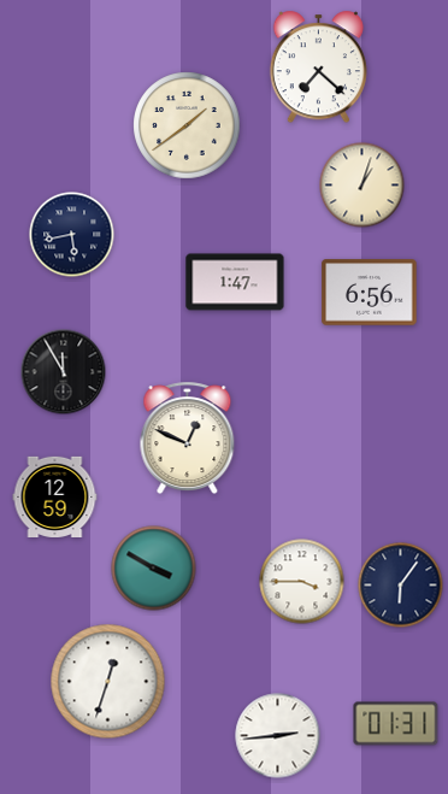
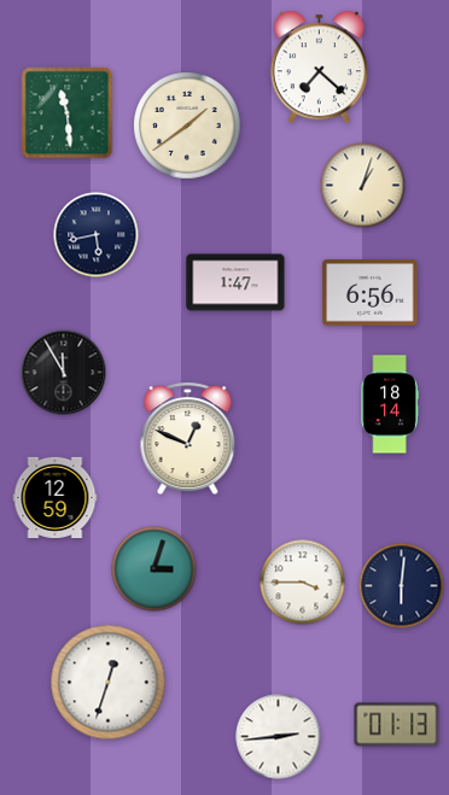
clock at (68, 113): none -> 11:29
clock at (72, 235) position: (72, 235) -> (97, 235)
clock at (390, 404): none -> 18:14
clock at (154, 569): 3:50 -> 3:03
clock at (401, 586): 6:06 -> 6:01
clock at (396, 724): 01:31 -> 01:13
